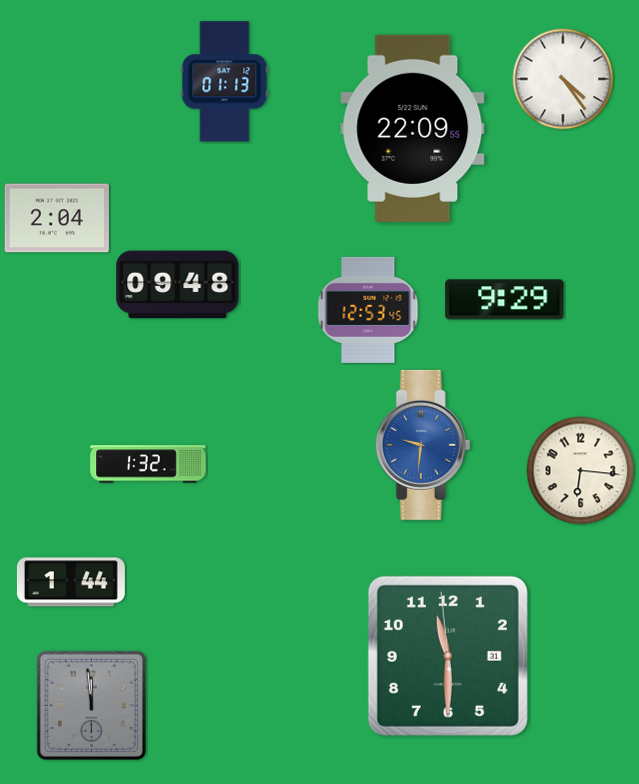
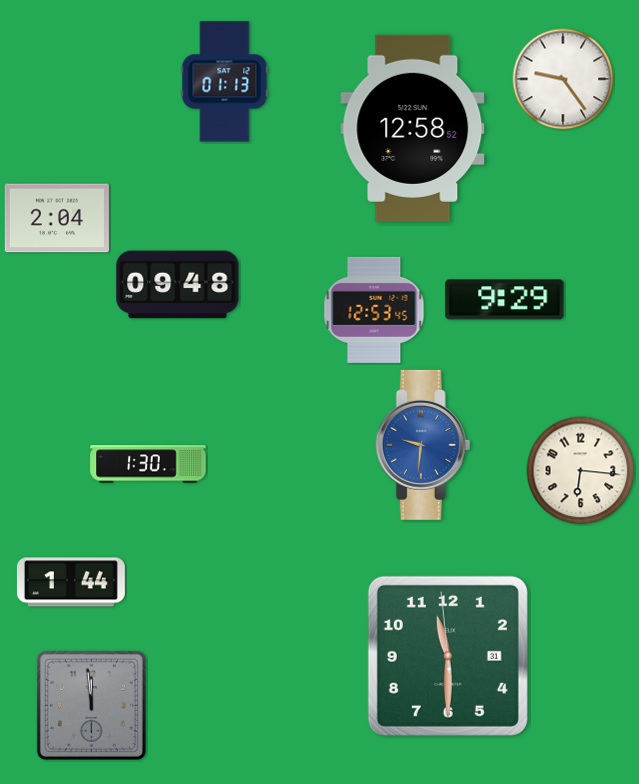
clock at (563, 79): 4:24 -> 9:24
clock at (413, 128): 22:09 -> 12:58
clock at (368, 310) position: (368, 310) -> (374, 310)
clock at (148, 464): 1:32 -> 1:30
